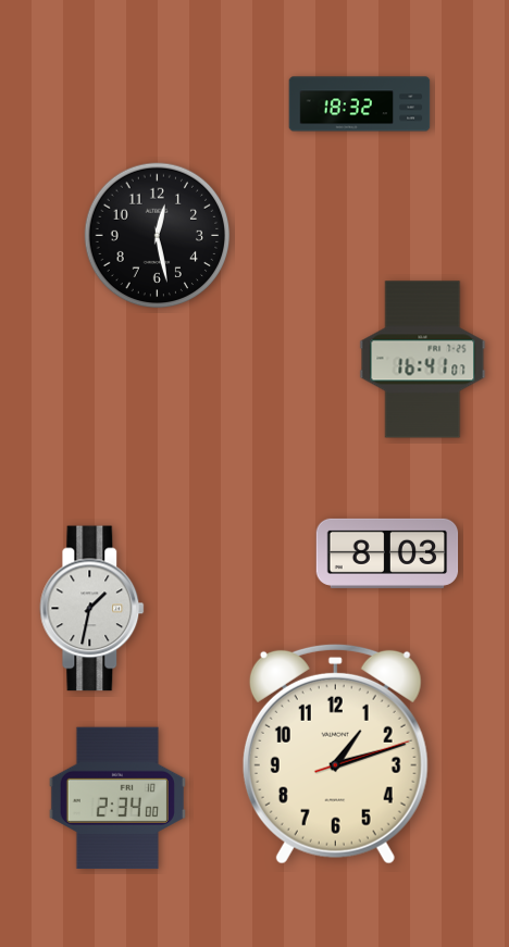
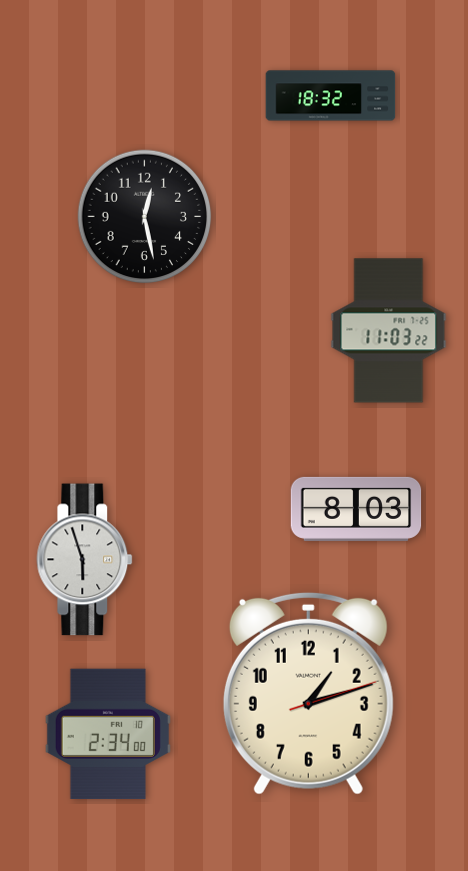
clock at (423, 360): 16:41 -> 11:03
clock at (92, 609): 1:32 -> 5:57
